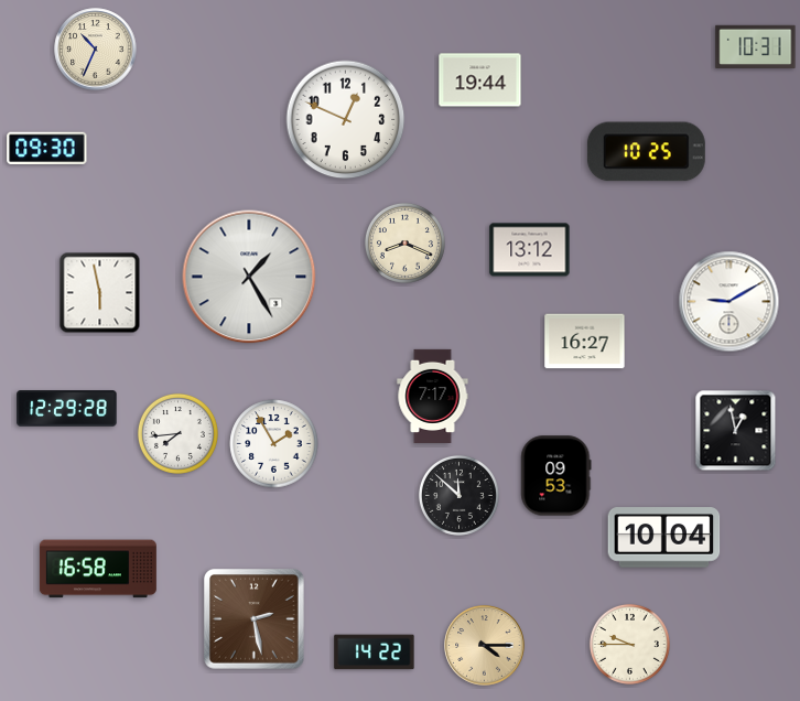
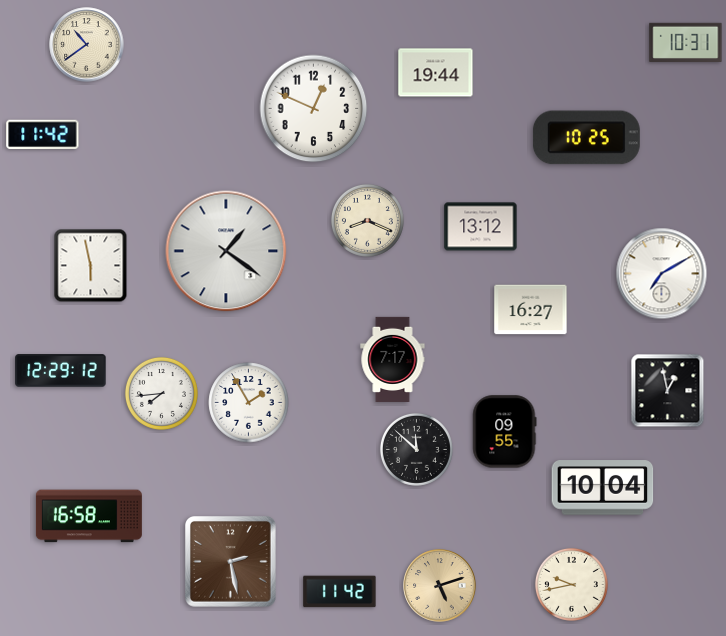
clock at (96, 50): 10:34 -> 10:39
clock at (47, 149): 09:30 -> 11:42
clock at (249, 277): 1:25 -> 1:21
clock at (729, 302): 9:10 -> 7:10
clock at (67, 409): 12:29:28 -> 12:29:12
clock at (556, 476): 09:53 -> 09:55
clock at (629, 644): 9:45 -> 9:43
clock at (485, 646): 4:15 -> 5:12
clock at (375, 653): 14:22 -> 11:42
